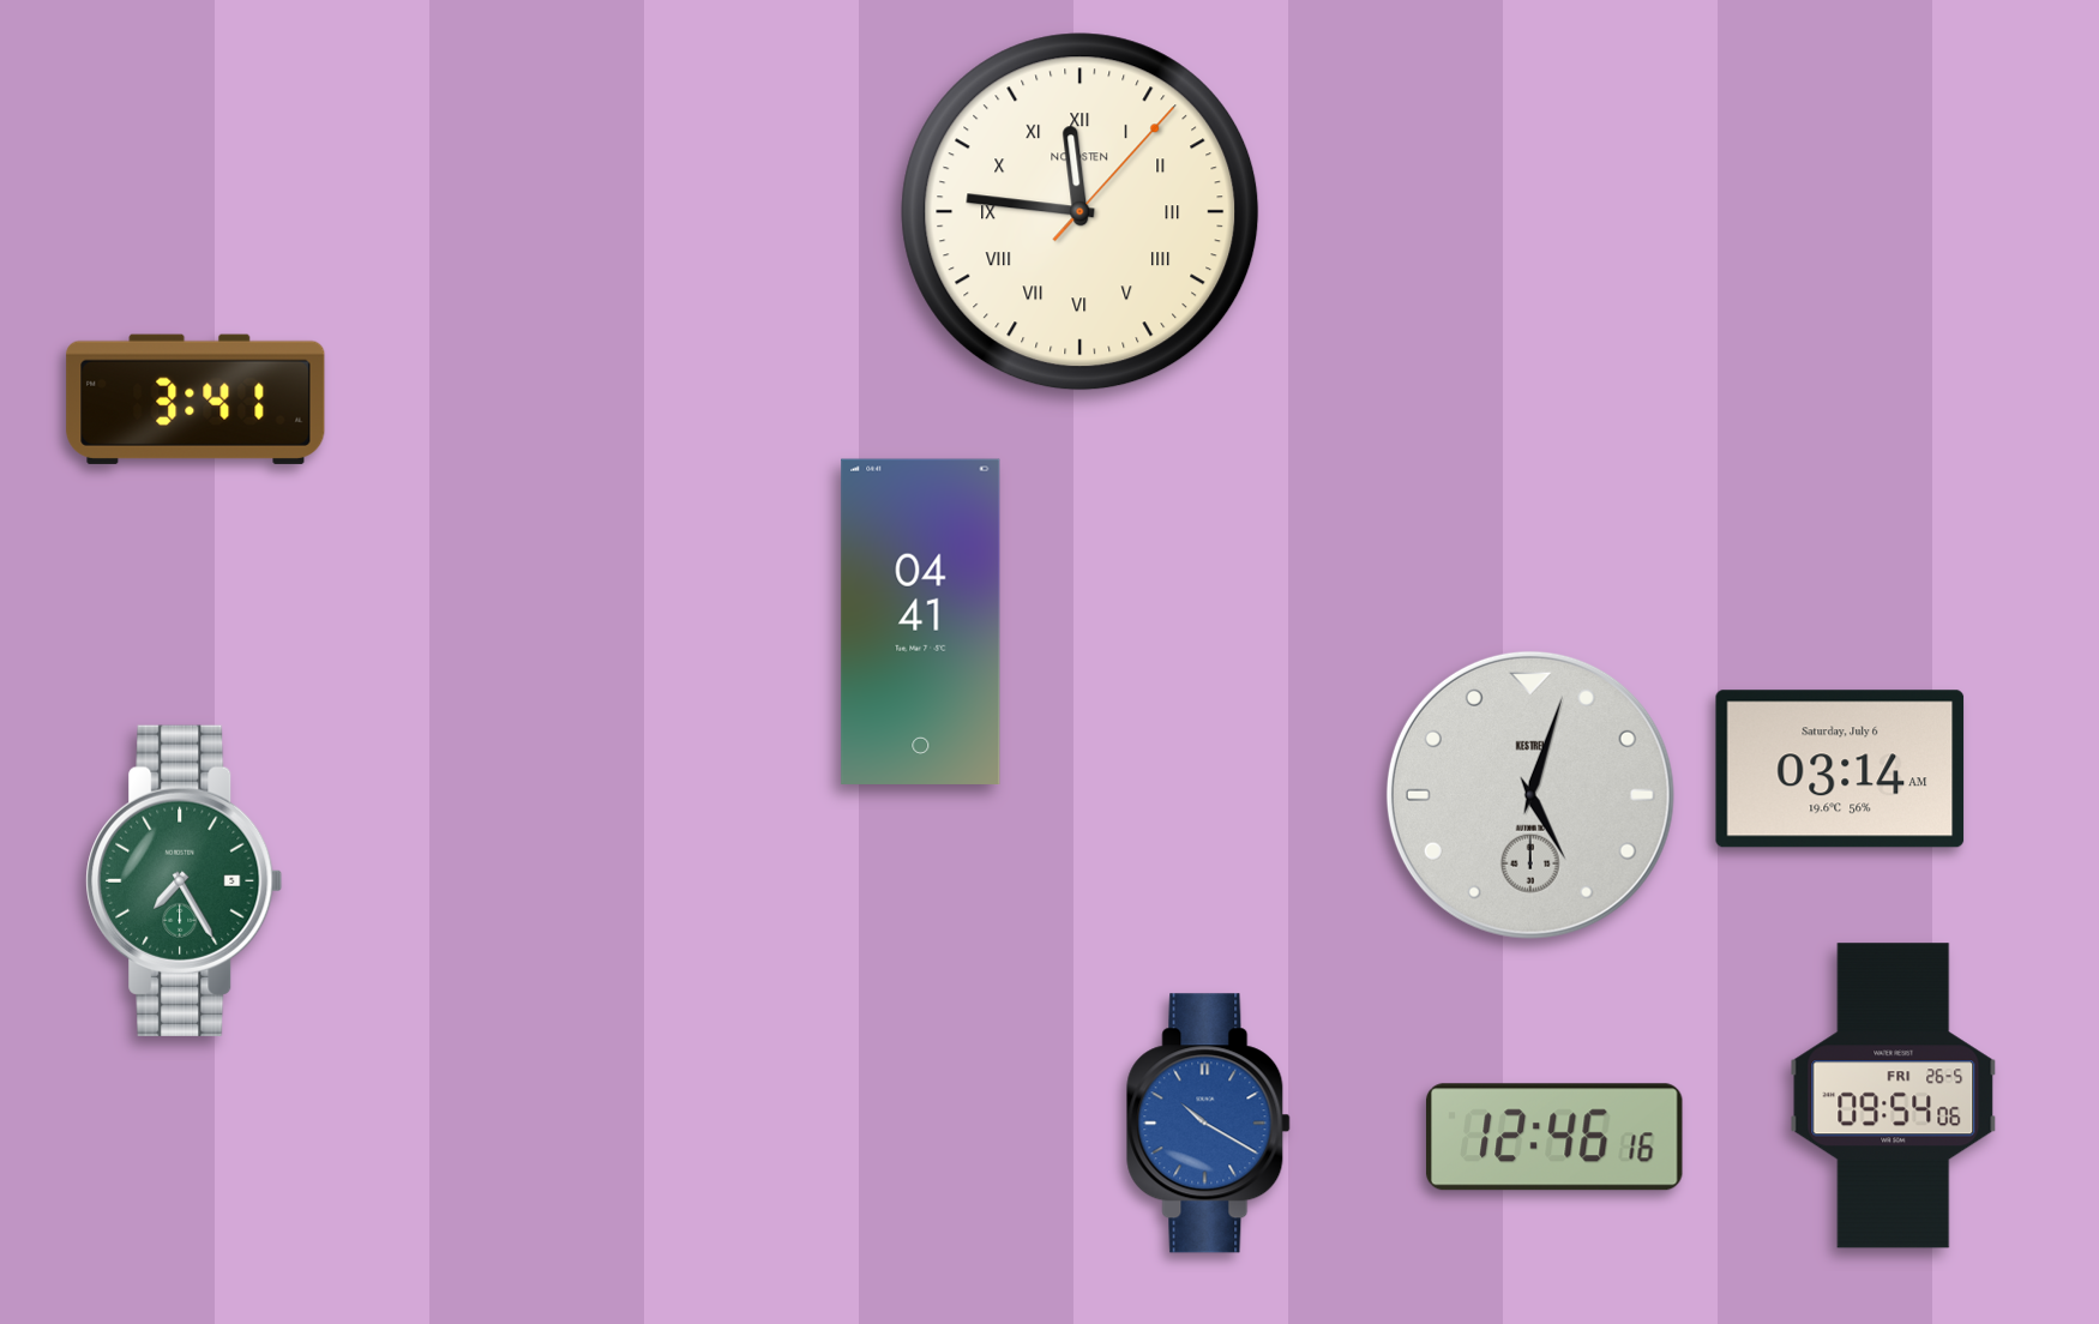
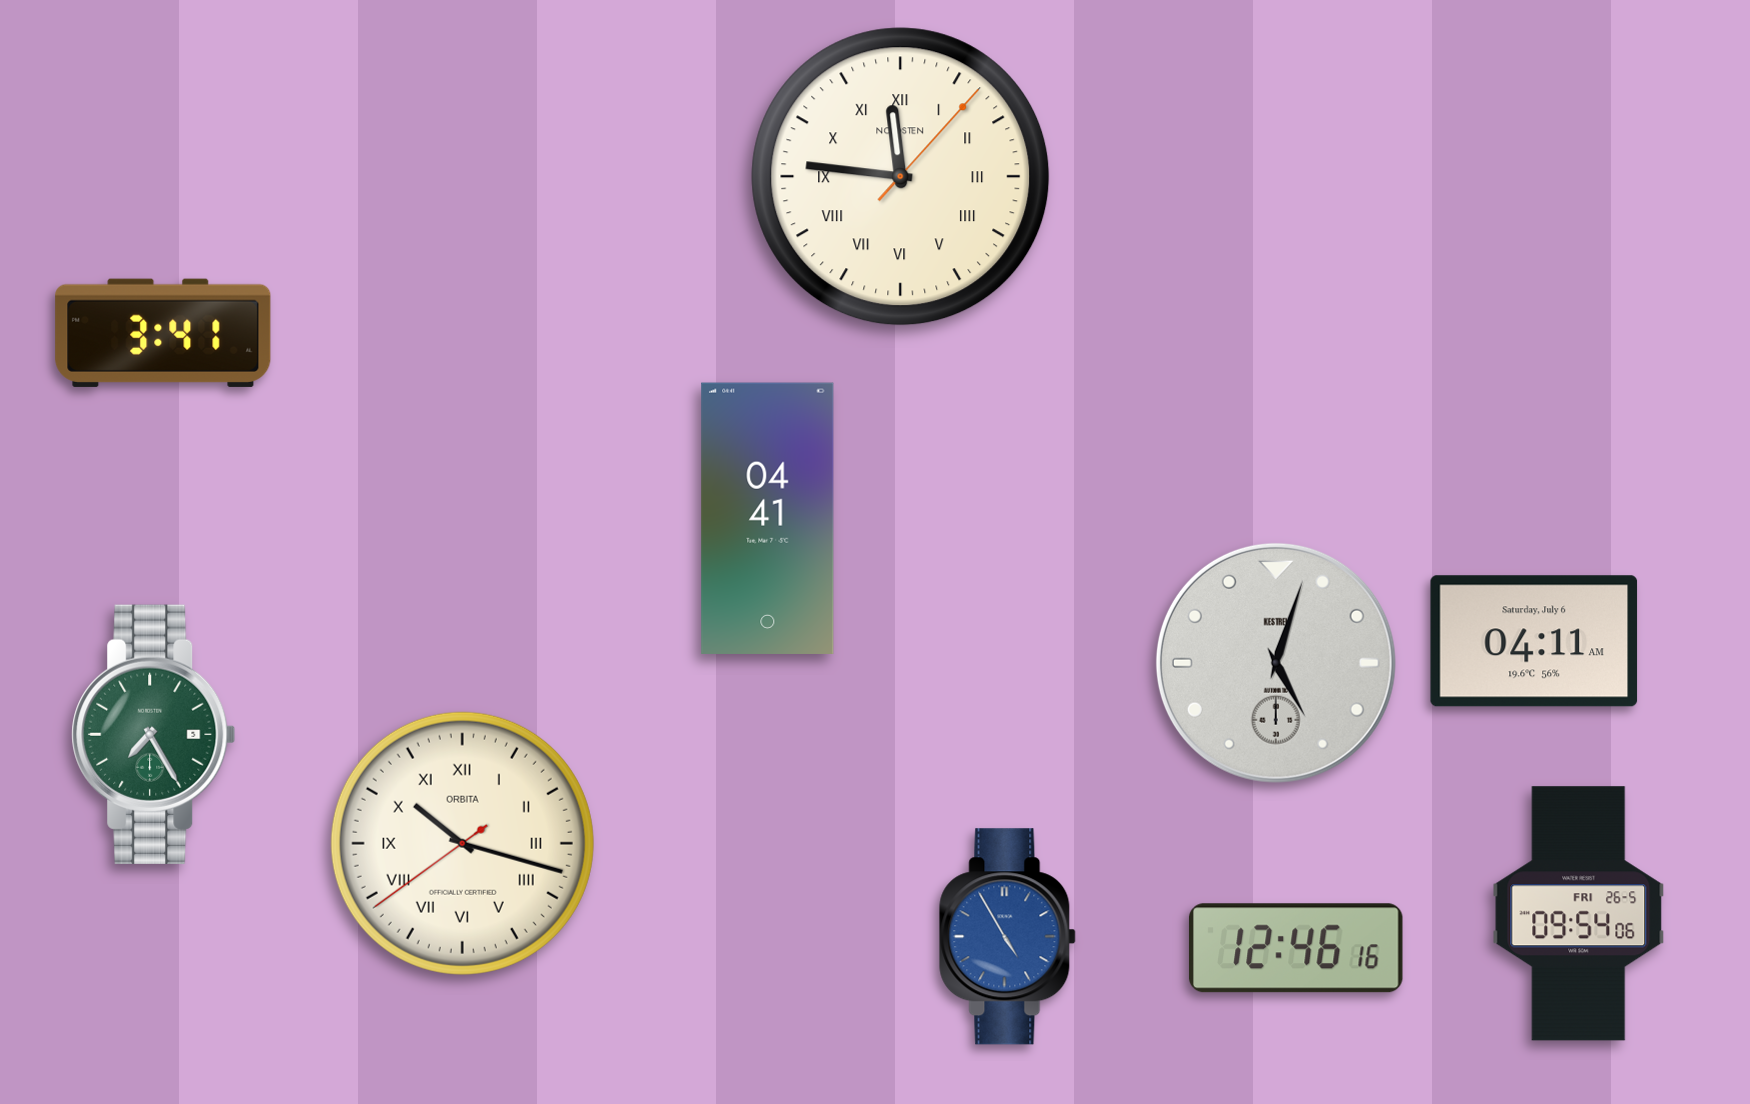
clock at (1840, 769): 03:14 -> 04:11
clock at (462, 843): none -> 10:17
clock at (1209, 1124): 10:20 -> 4:55
